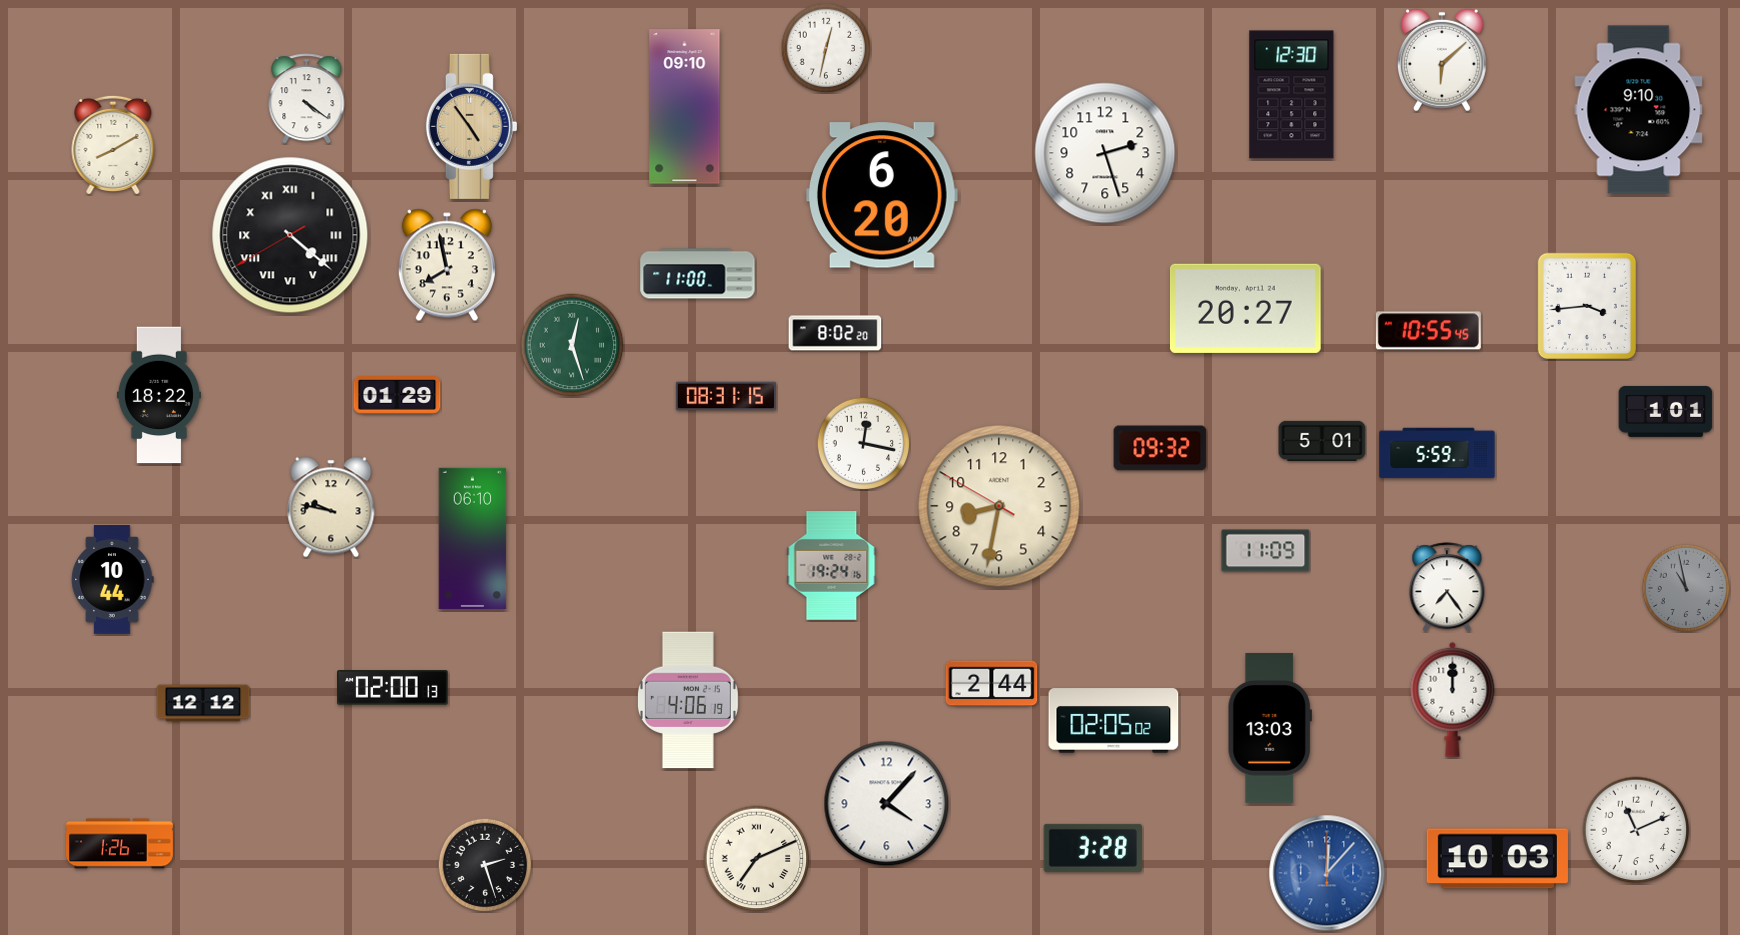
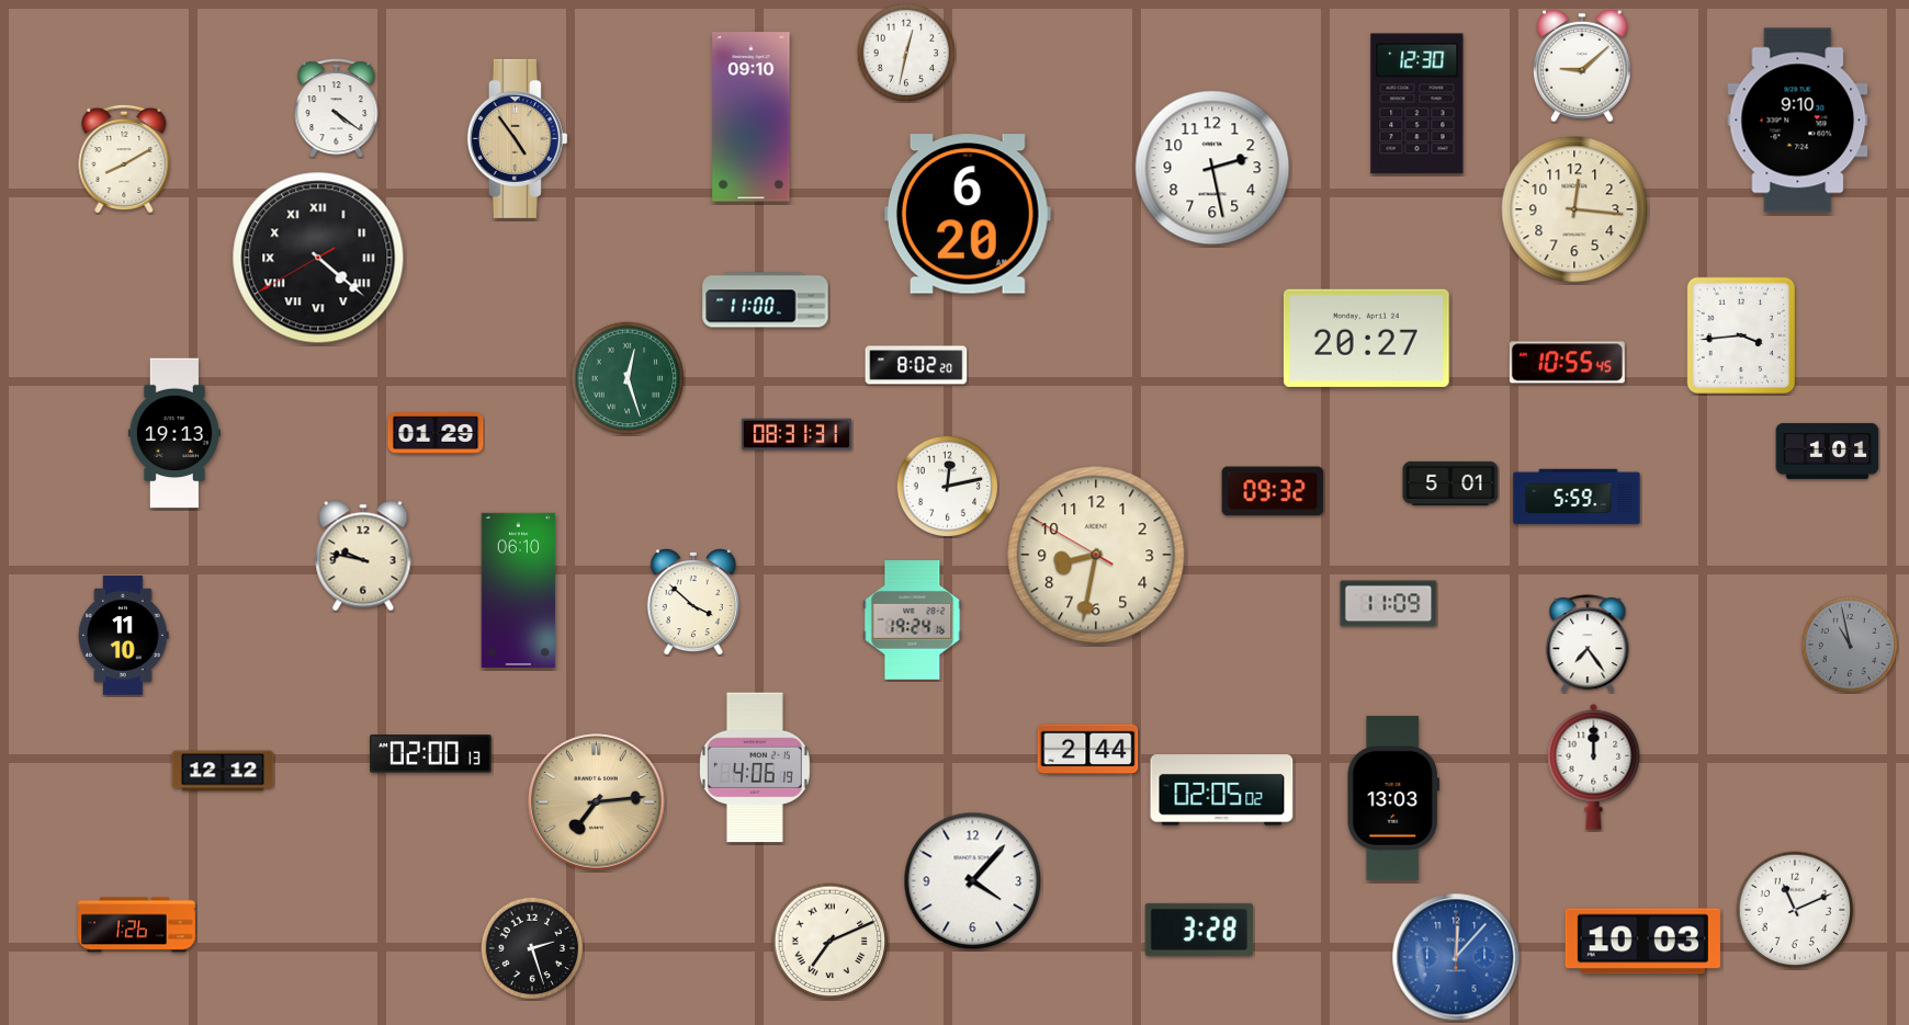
clock at (1443, 60): 6:08 -> 9:08
clock at (1105, 153): 2:27 -> 2:28
clock at (1574, 209): none -> 12:16
clock at (447, 265): 7:58 -> none
clock at (159, 395): 18:22 -> 19:13
clock at (725, 396): 08:31:15 -> 08:31:31
clock at (863, 443): 12:17 -> 12:13
clock at (693, 603): none -> 3:52
clock at (113, 580): 10:44 -> 11:10
clock at (597, 802): none -> 7:14
clock at (120, 844) position: (120, 844) -> (137, 925)
